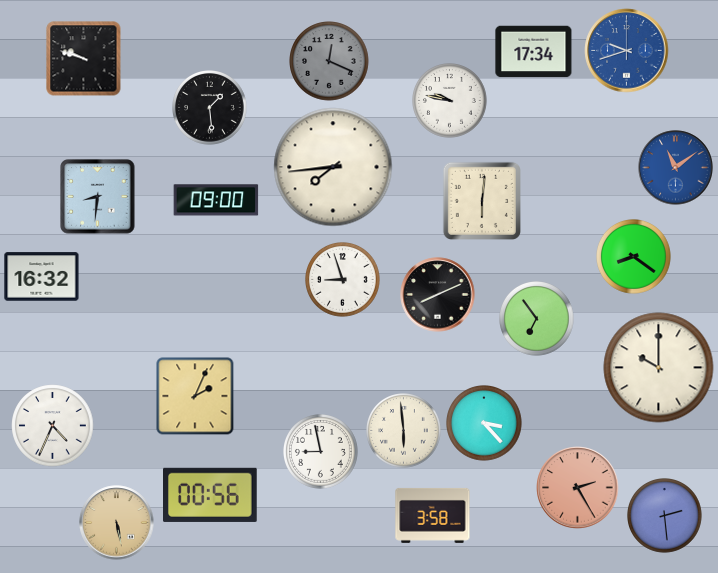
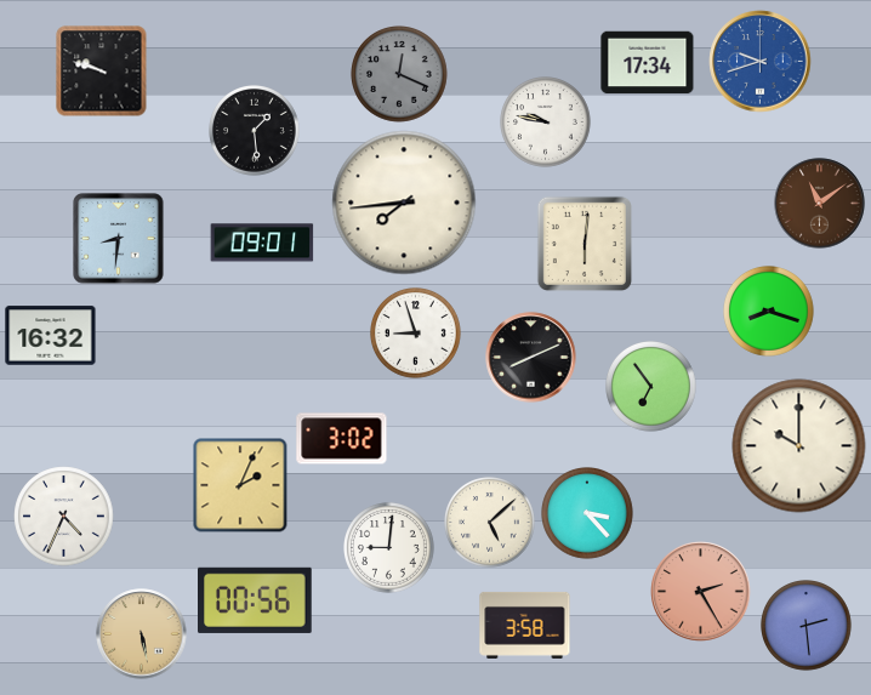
clock at (676, 168) dial: blue -> brown
clock at (216, 200): 09:00 -> 09:01
clock at (634, 257): 8:21 -> 8:18
clock at (343, 280) position: (343, 280) -> (416, 334)
clock at (342, 439): none -> 3:02
clock at (195, 396) position: (195, 396) -> (240, 485)
clock at (404, 431): 5:59 -> 5:08
clock at (321, 452): 8:58 -> 9:01
